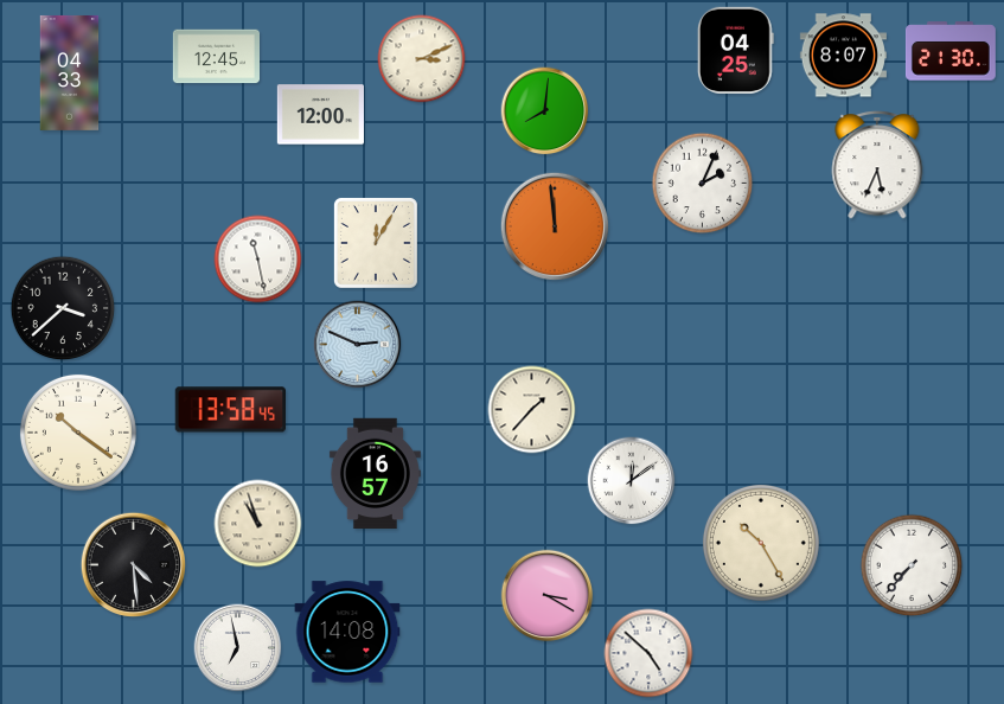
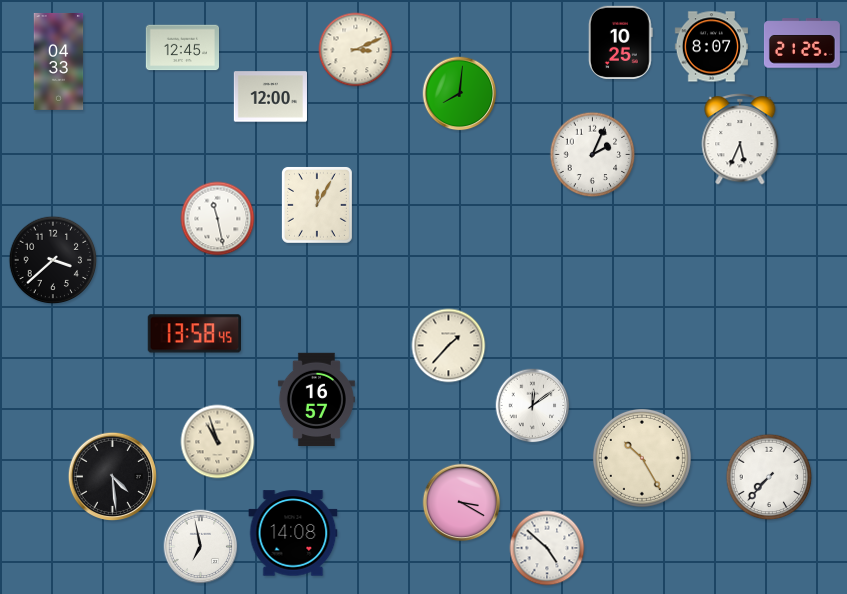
clock at (735, 50): 04:25 -> 10:25
clock at (951, 51): 21:30 -> 21:25
clock at (554, 225): 11:59 -> none
clock at (358, 345): 2:49 -> none
clock at (230, 410) position: (230, 410) -> (194, 334)
clock at (78, 433): 10:21 -> none
clock at (648, 653) position: (648, 653) -> (547, 548)
